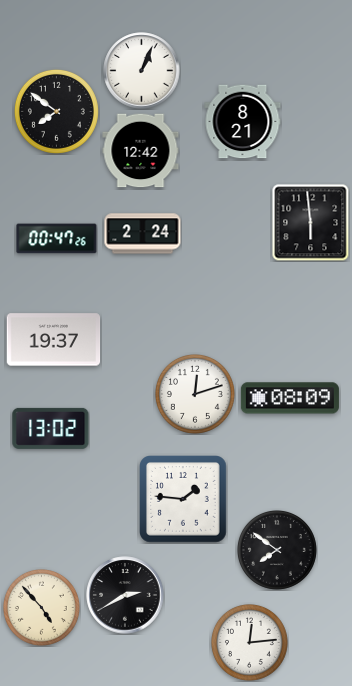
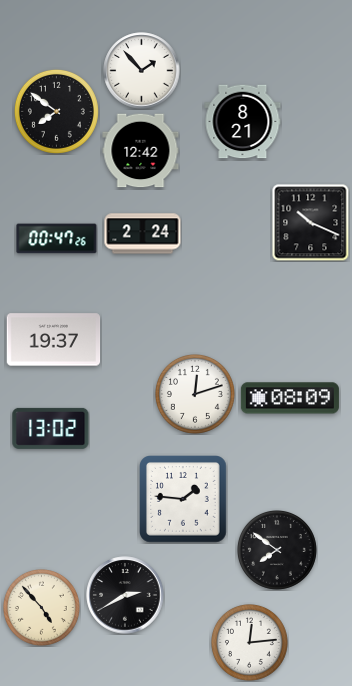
clock at (142, 71): 1:04 -> 1:53
clock at (310, 222): 5:59 -> 10:19
